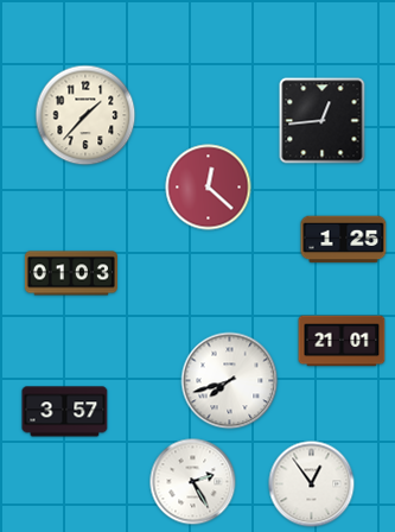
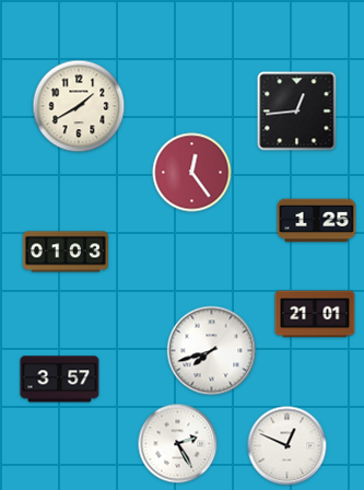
clock at (85, 115): 1:37 -> 1:40
clock at (209, 188): 12:22 -> 12:24
clock at (312, 484): 12:54 -> 12:49
